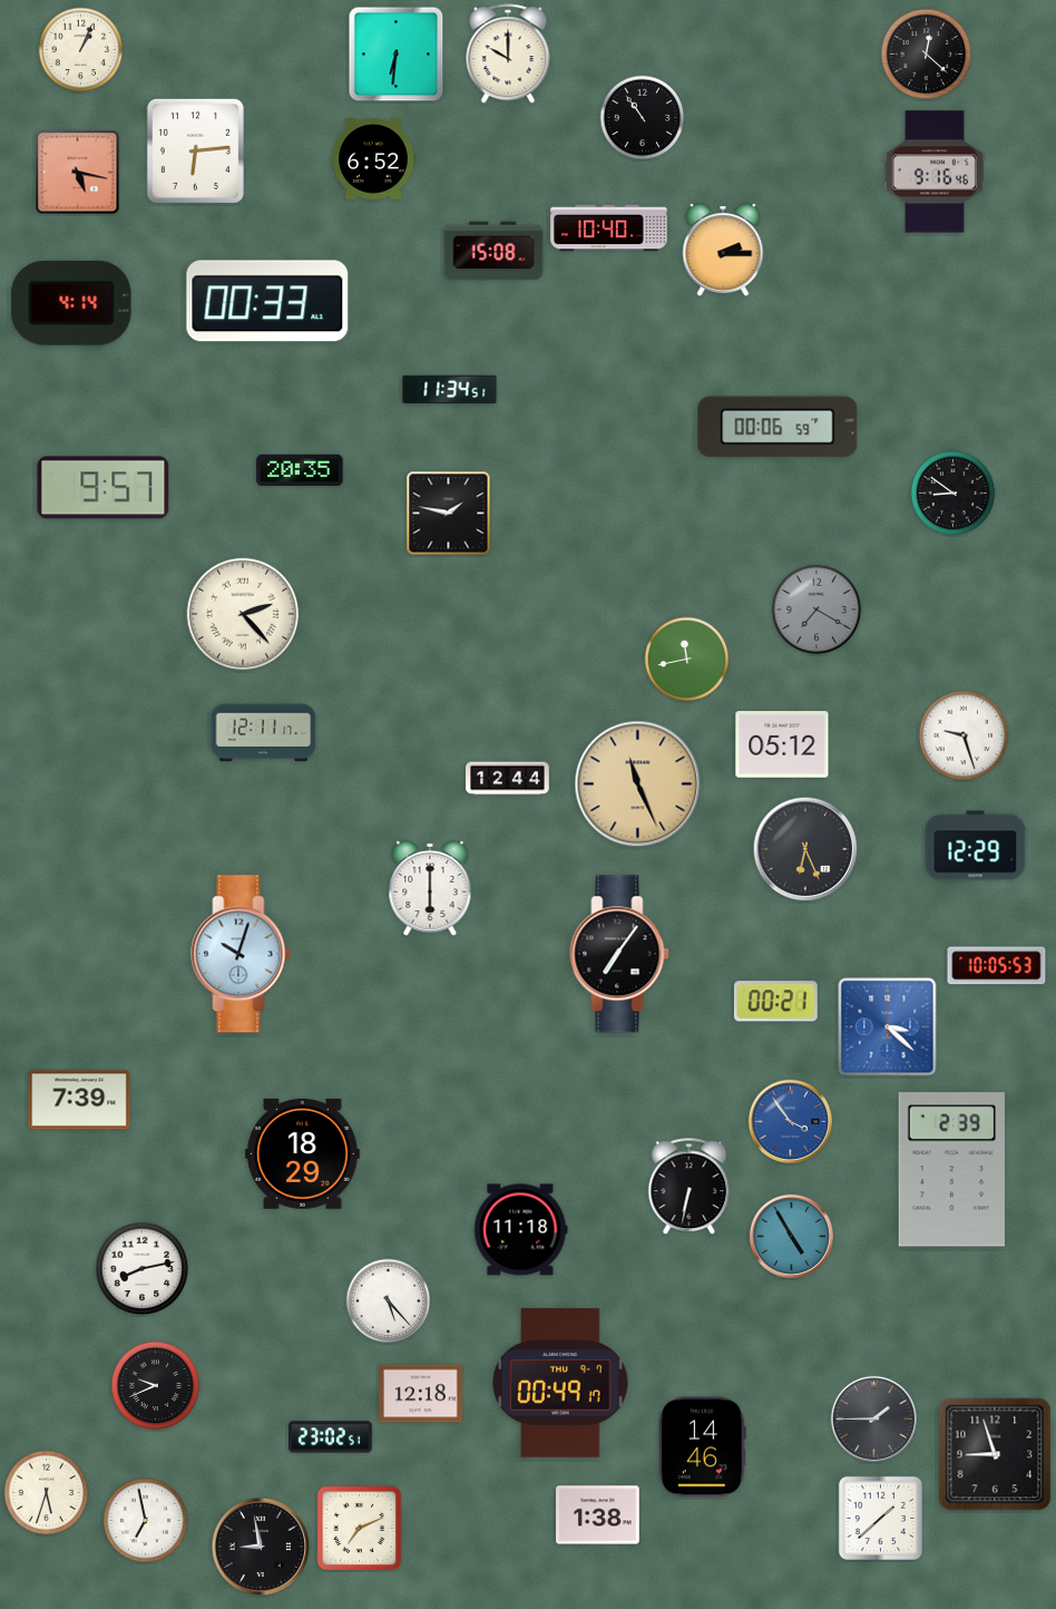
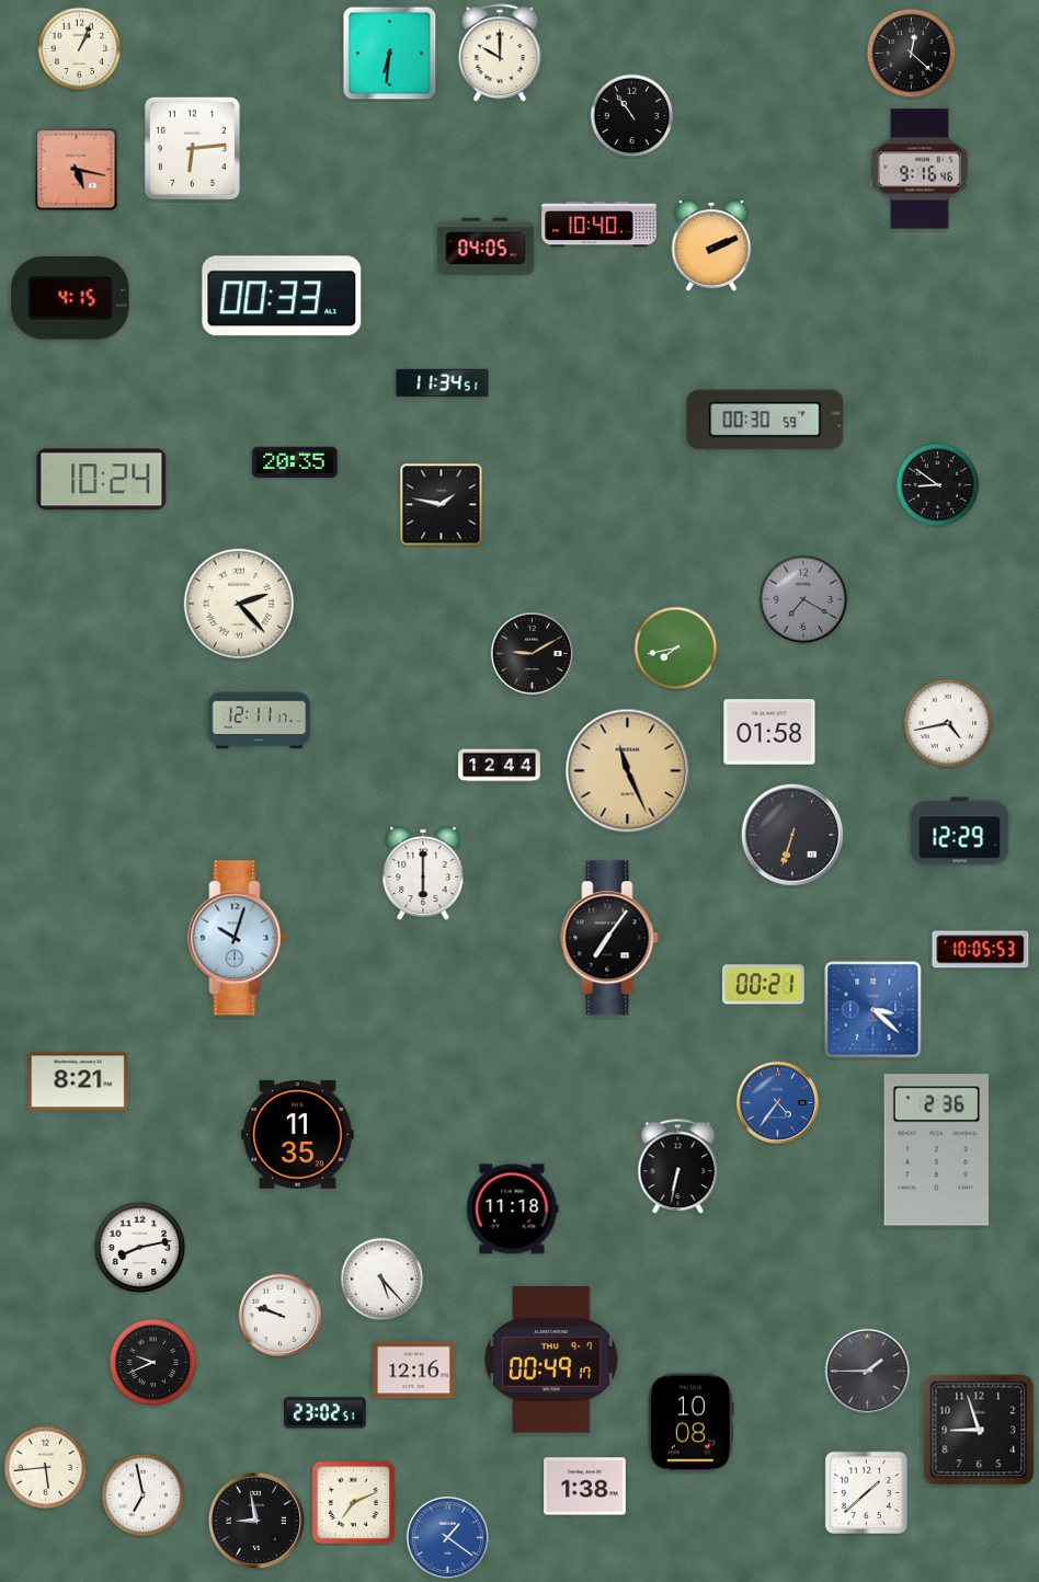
clock at (373, 159): 6:52 -> none
clock at (493, 251): 15:08 -> 04:05
clock at (723, 251): 2:15 -> 2:11
clock at (267, 301) position: (267, 301) -> (282, 296)
clock at (71, 303): 4:14 -> 4:15
clock at (778, 427): 00:06 -> 00:30
clock at (104, 488): 9:57 -> 10:24
clock at (687, 660): 11:43 -> 7:43
clock at (532, 653): none -> 9:10
clock at (964, 735): 9:27 -> 4:43
clock at (782, 744): 05:12 -> 01:58
clock at (805, 849): 6:26 -> 6:33
clock at (79, 1100): 7:39 -> 8:21
clock at (790, 1121): 3:54 -> 4:36
clock at (302, 1154): 18:29 -> 11:35
clock at (951, 1170): 2:39 -> 2:36
clock at (791, 1236): 4:55 -> none
clock at (279, 1315): none -> 9:48
clock at (421, 1394): 12:18 -> 12:16
clock at (873, 1418) position: (873, 1418) -> (867, 1371)
clock at (702, 1447): 14:46 -> 10:08
clock at (47, 1493): 5:33 -> 5:44
clock at (598, 1515) position: (598, 1515) -> (585, 1487)
clock at (447, 1537): none -> 1:21
